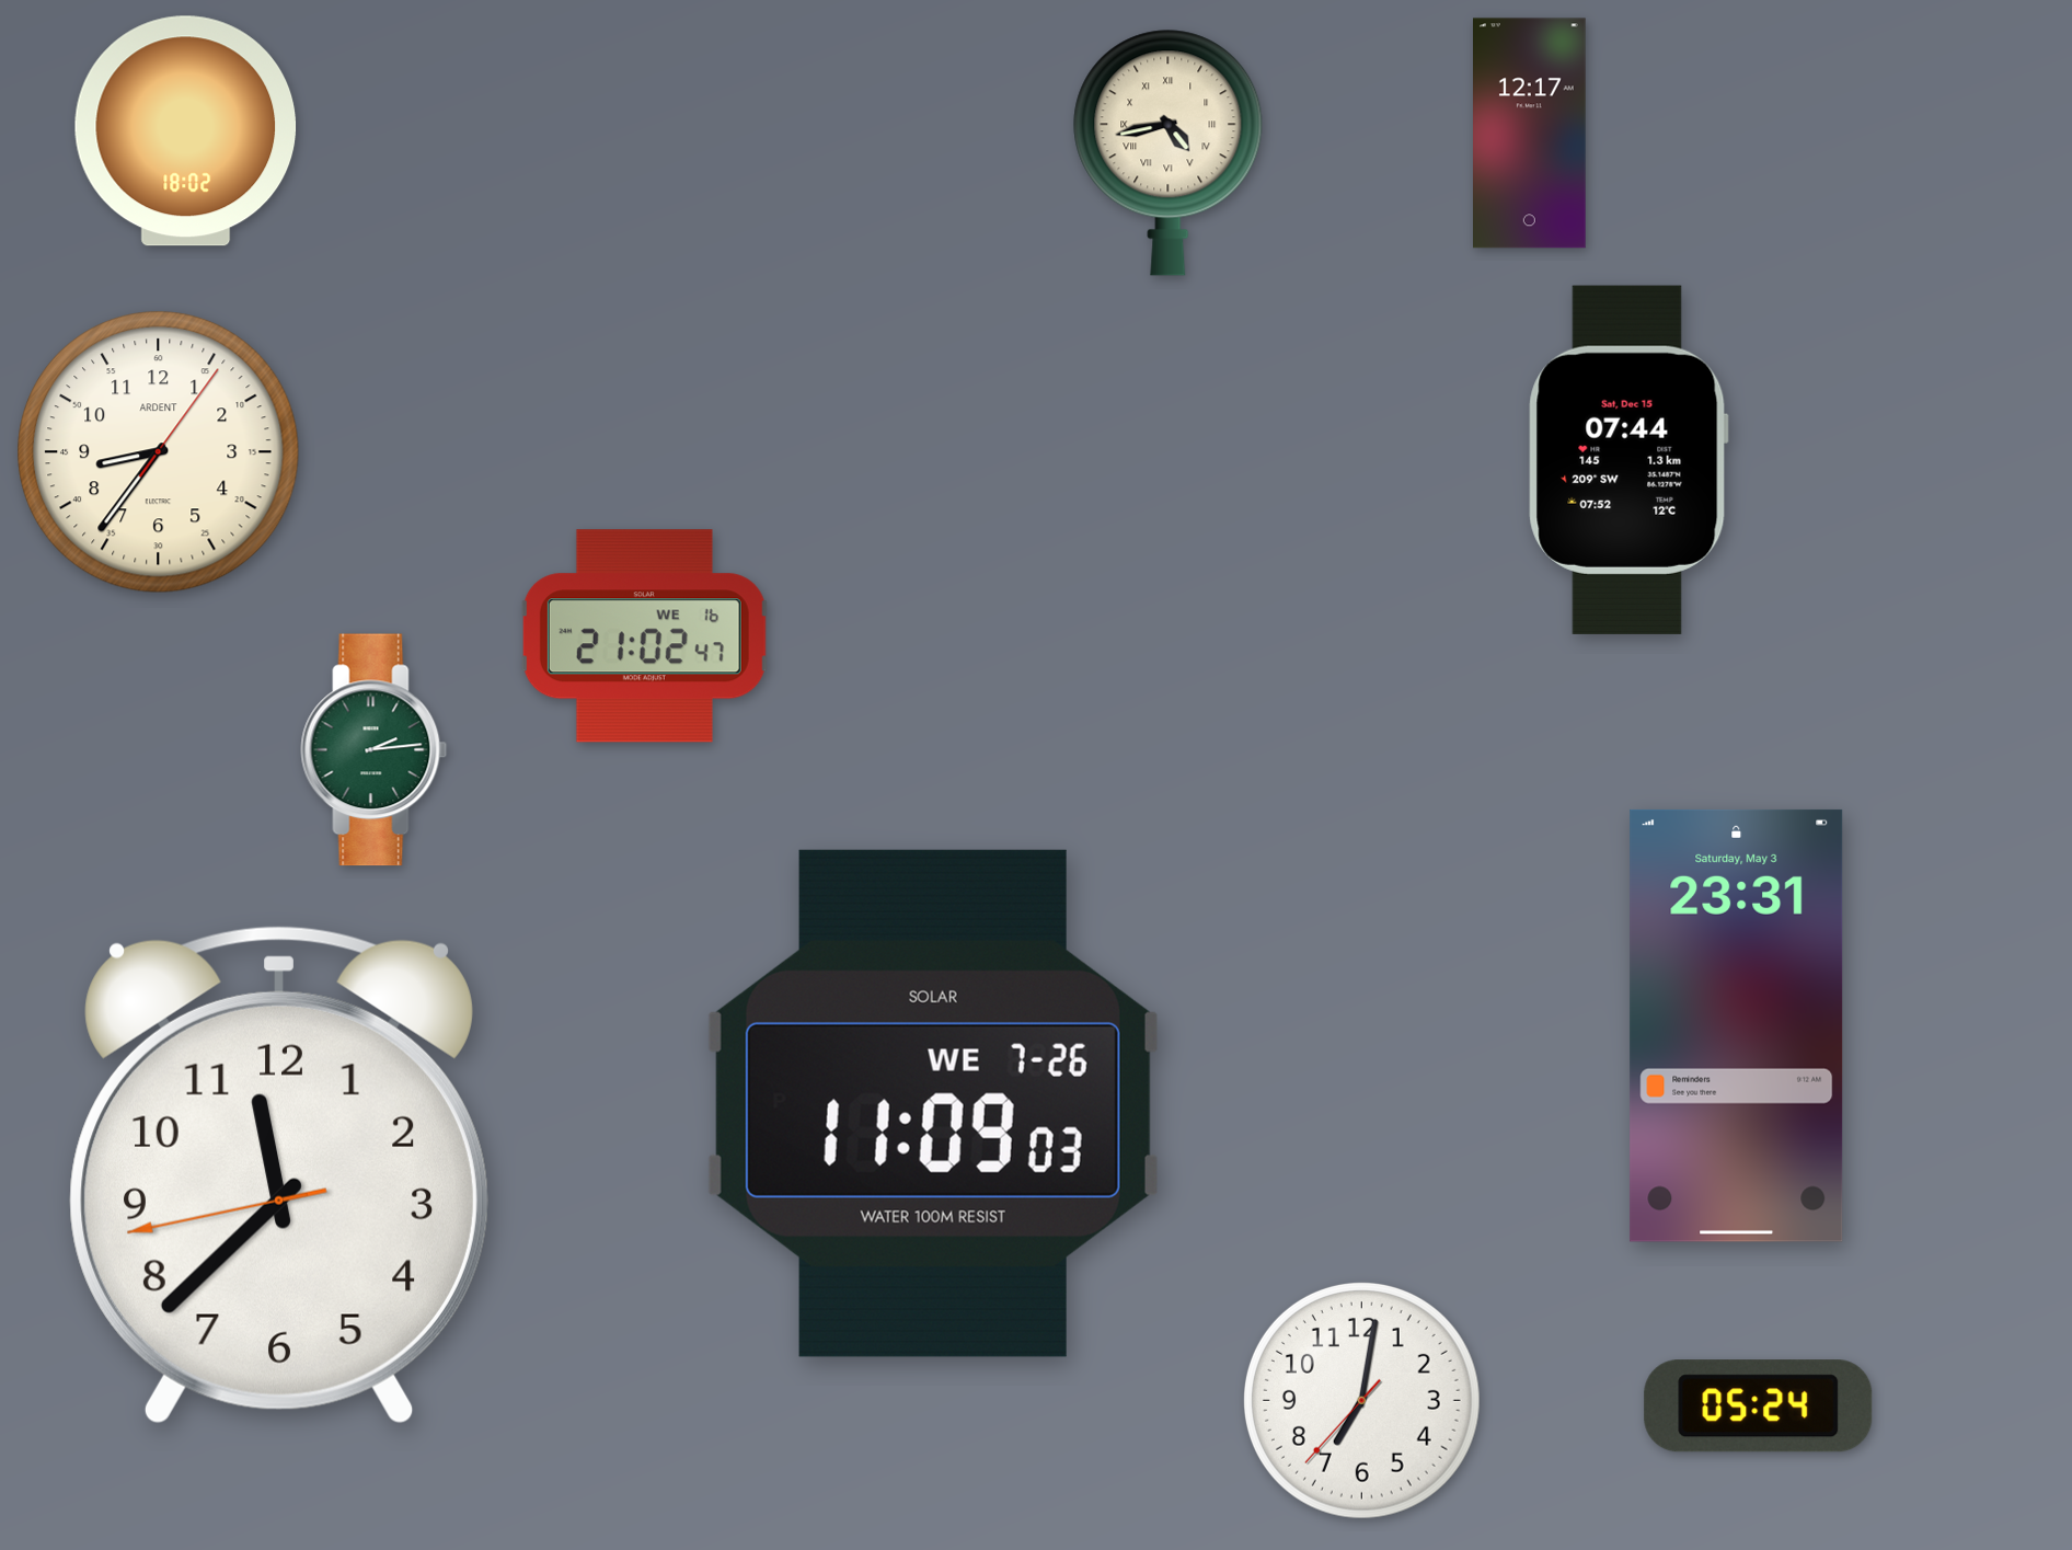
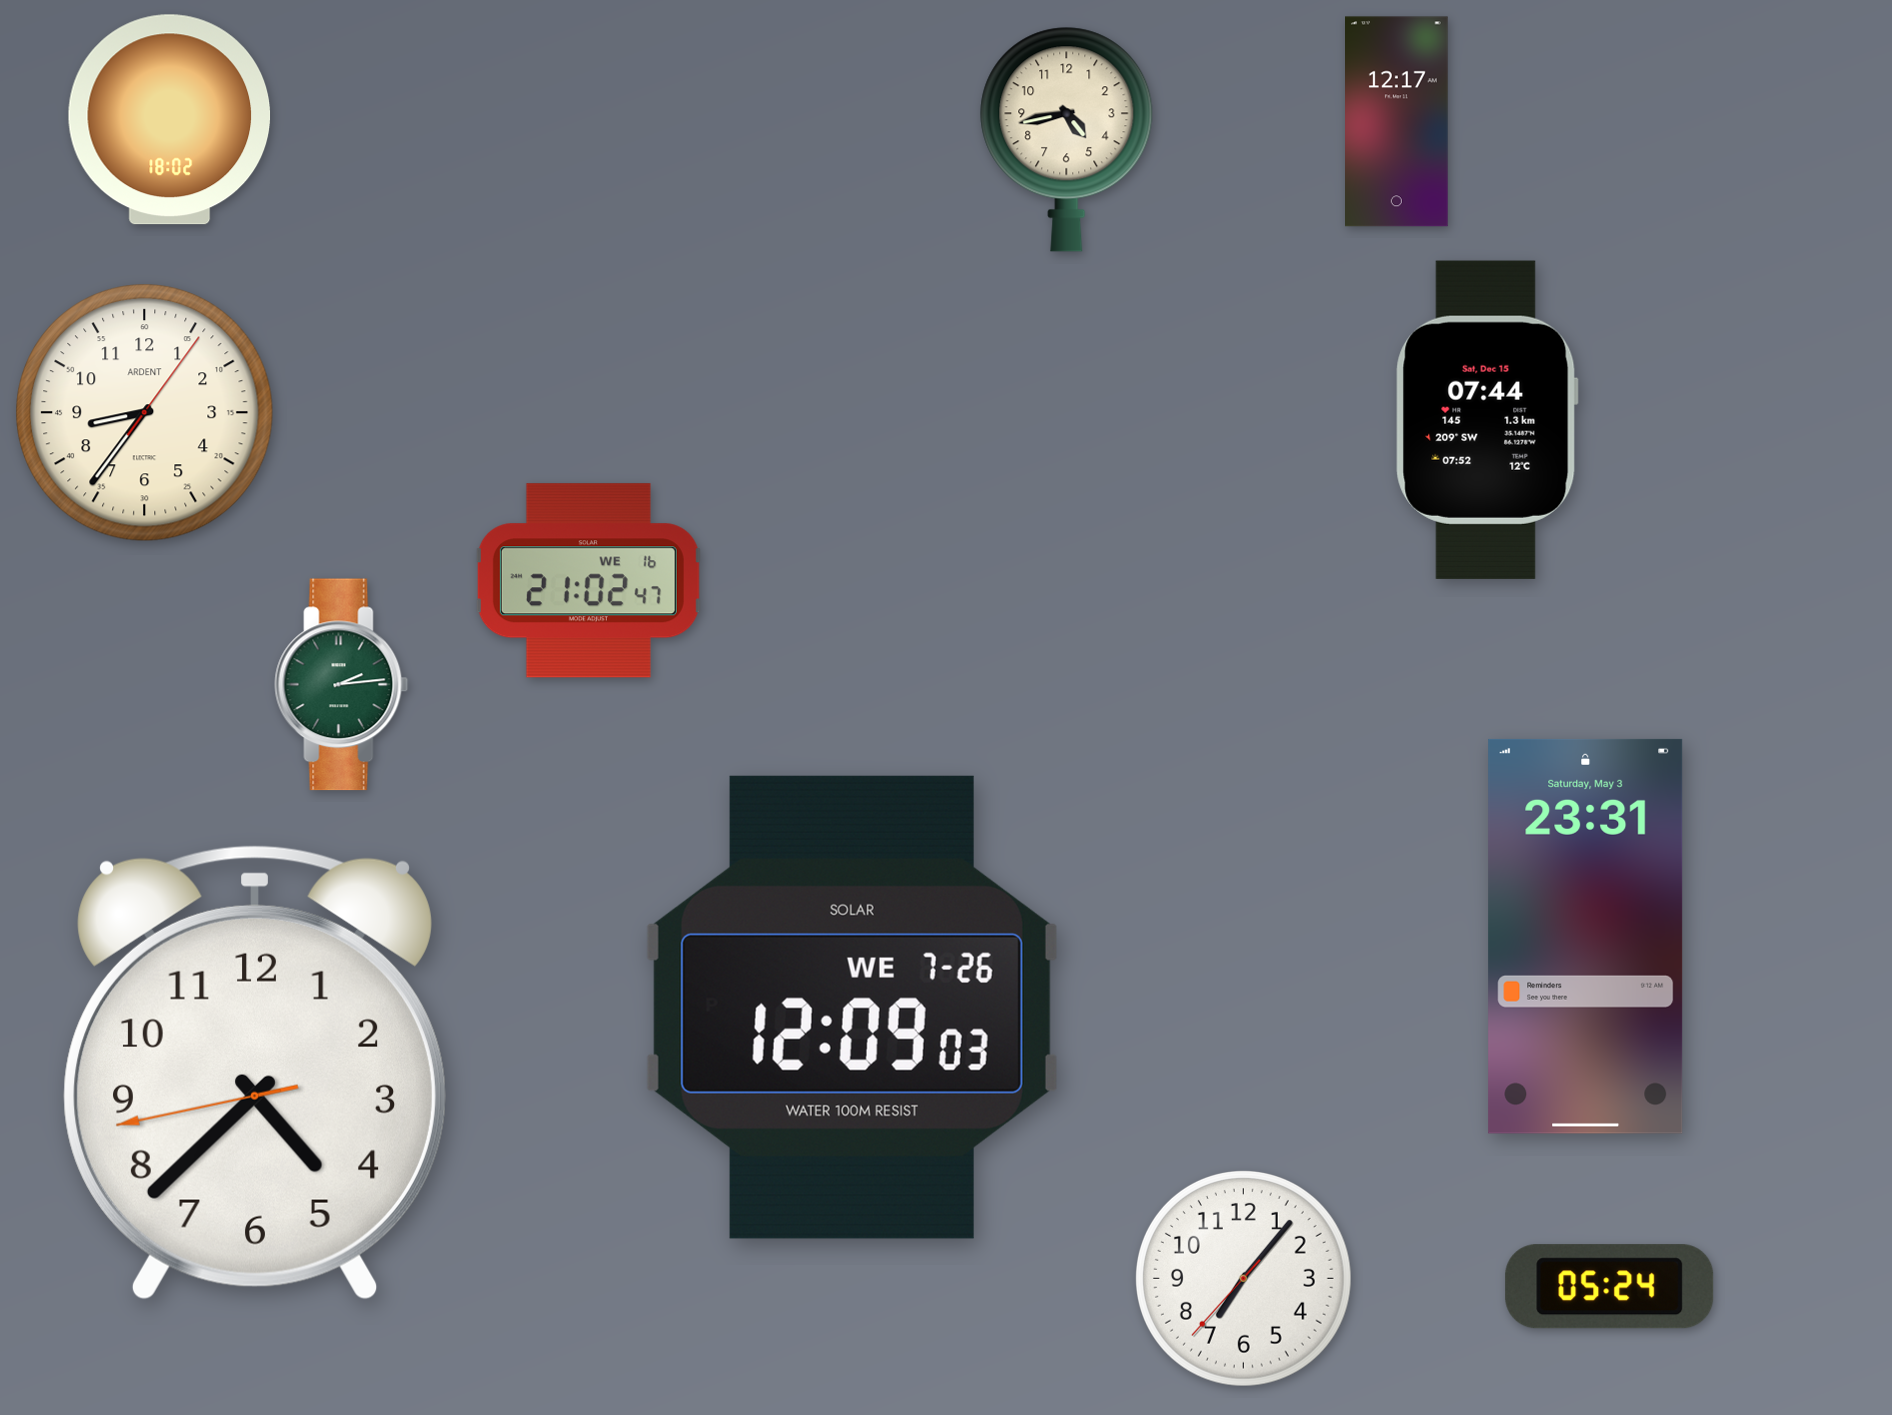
clock at (1169, 152) numerals: Roman -> Arabic
clock at (933, 1103): 11:09 -> 12:09
clock at (278, 1175): 11:37 -> 4:37
clock at (1361, 1400): 7:01 -> 7:06
clock at (1759, 1407) position: (1759, 1407) -> (1610, 1287)
